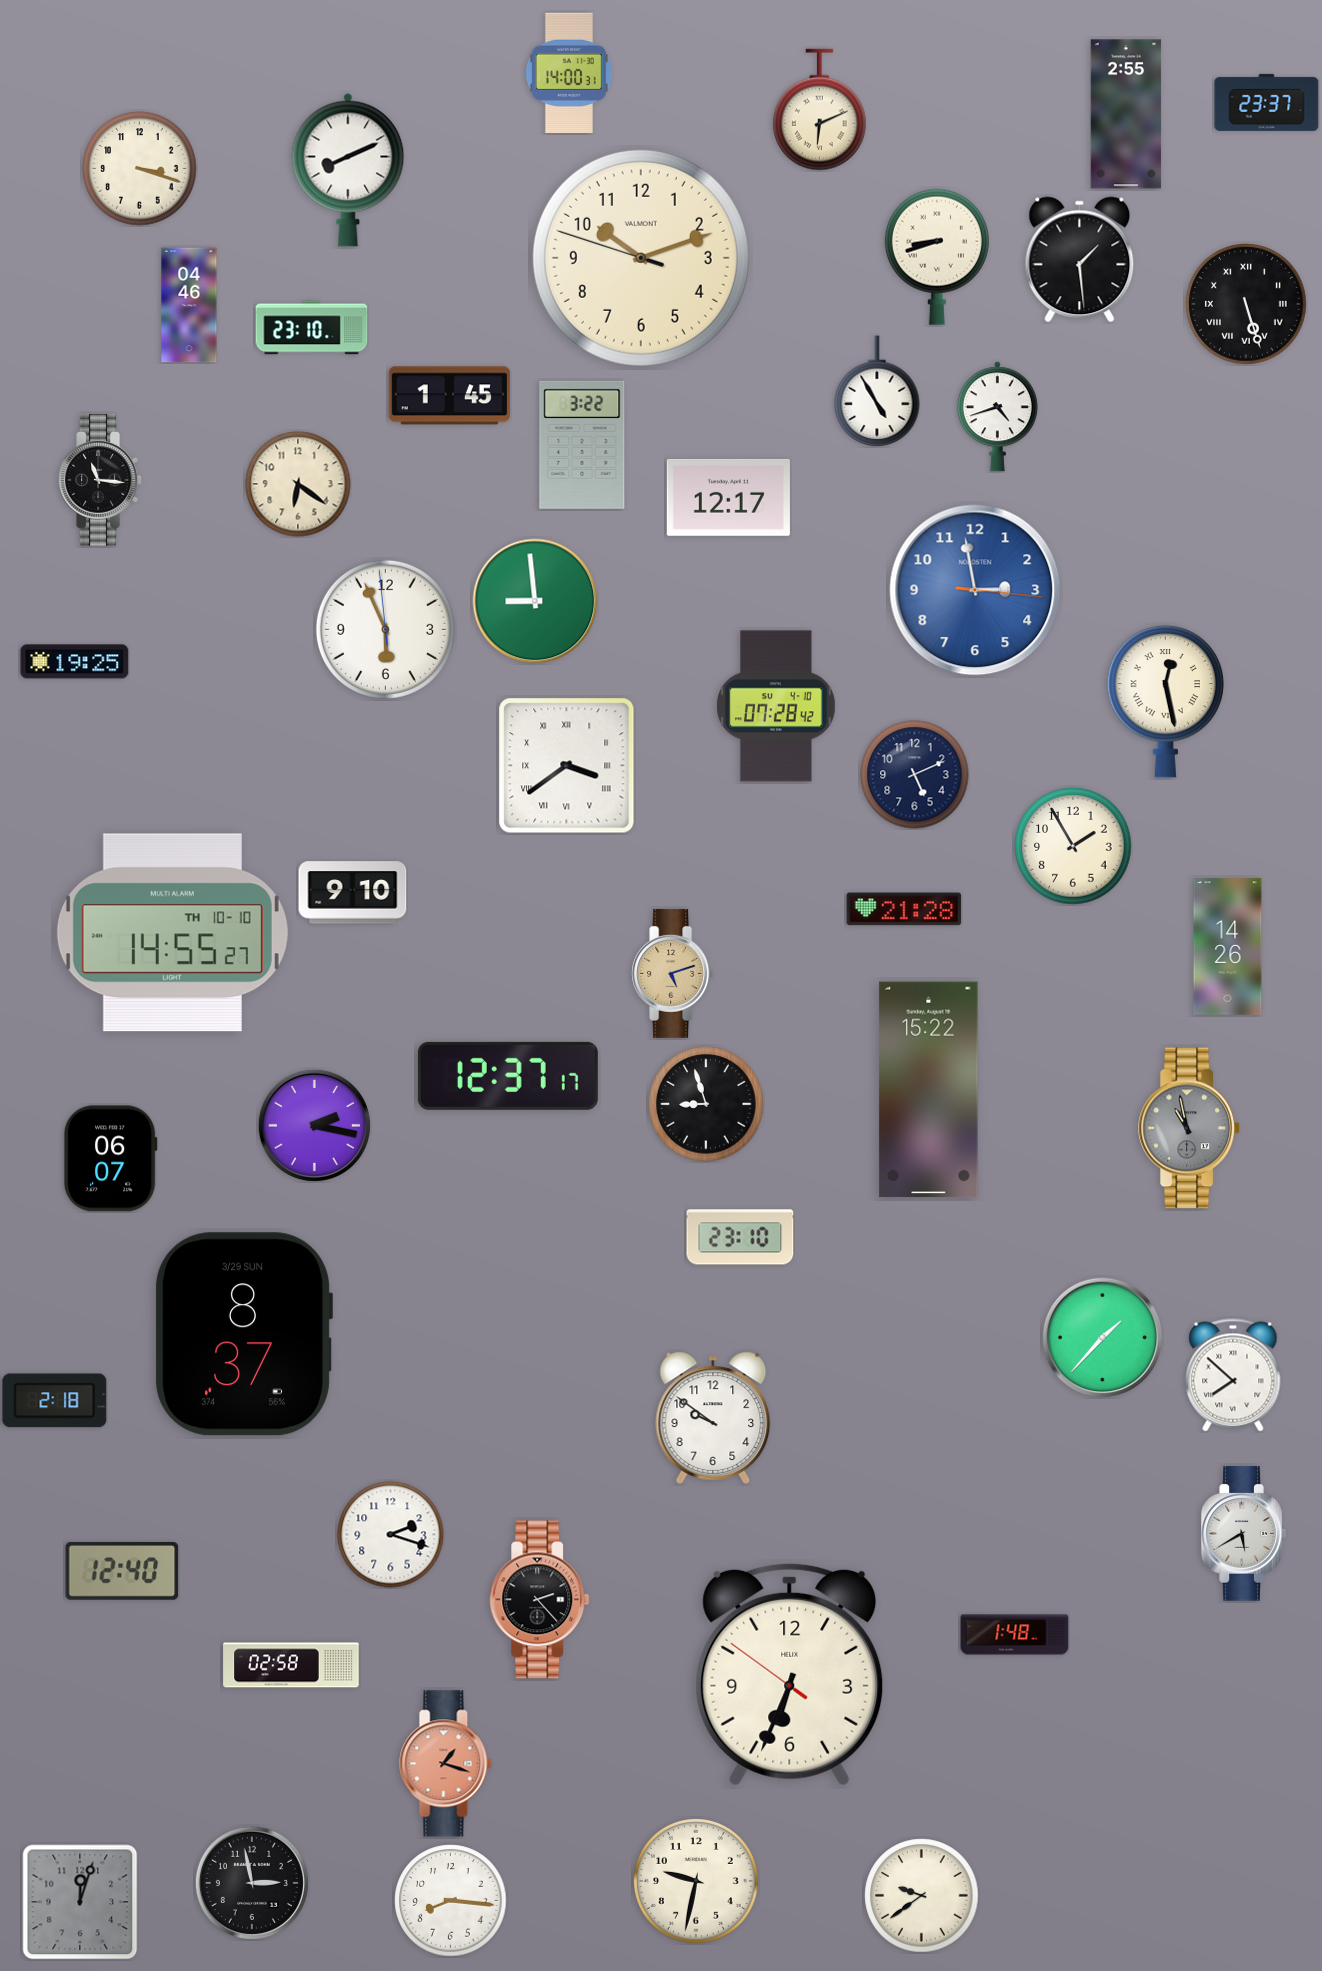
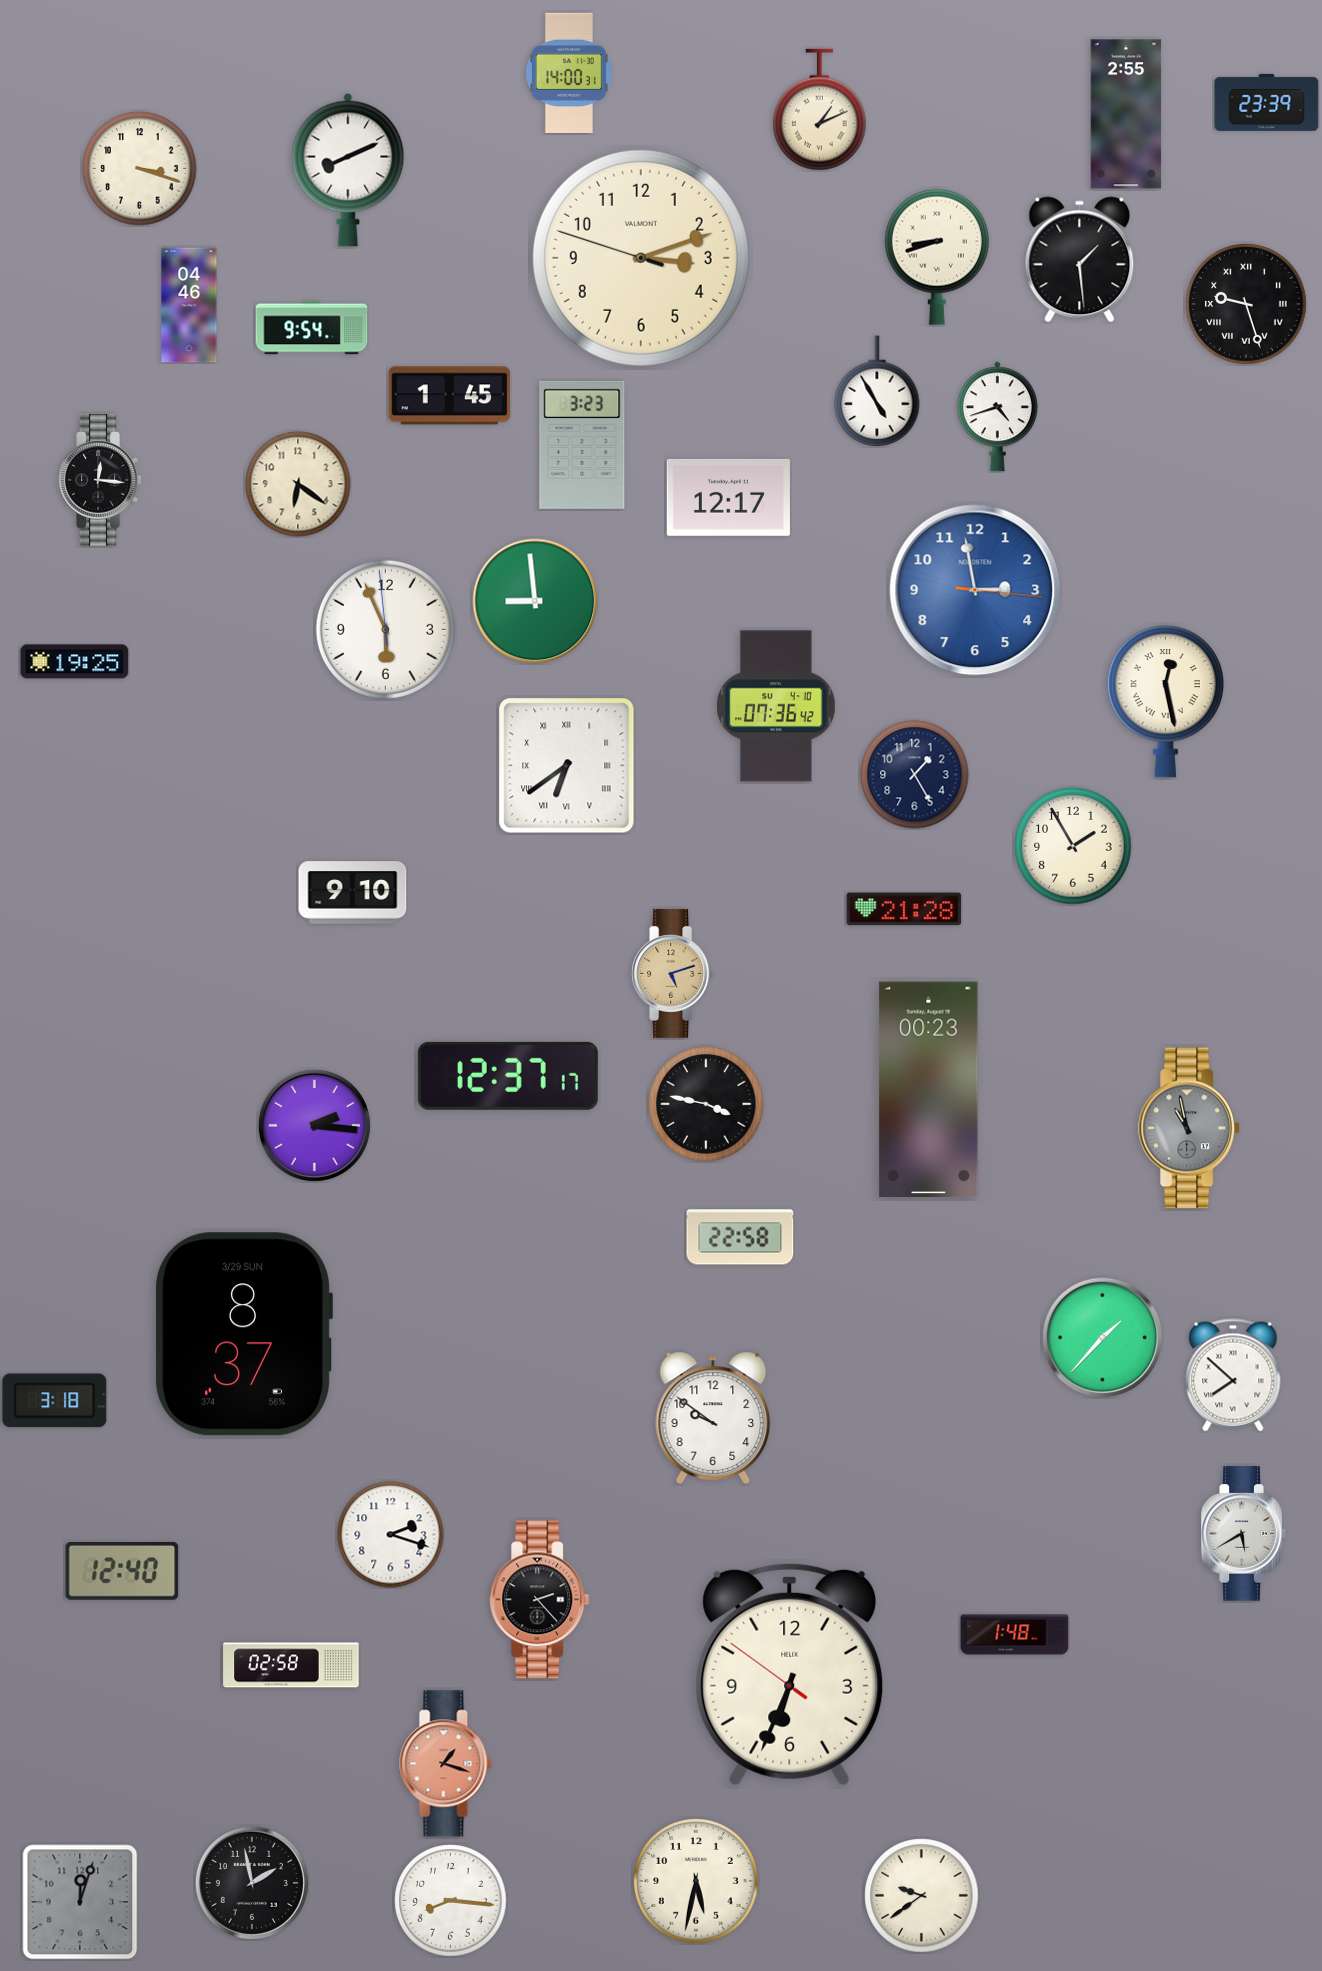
clock at (1267, 102): 23:37 -> 23:39
clock at (819, 110): 6:11 -> 1:11
clock at (641, 258): 10:11 -> 3:11
clock at (1247, 305): 5:27 -> 9:27
clock at (312, 328): 23:10 -> 9:54
clock at (582, 445): 3:22 -> 3:23
clock at (100, 481): 11:16 -> 12:16
clock at (777, 706): 07:28 -> 07:36
clock at (567, 766): 3:39 -> 6:39
clock at (915, 775): 5:11 -> 1:25
clock at (172, 933): 14:55 -> none
clock at (1228, 947): 14:26 -> none
clock at (929, 1090): 15:22 -> 00:23
clock at (706, 1104): 8:57 -> 3:47
clock at (314, 1125): 2:17 -> 2:16
clock at (110, 1159): 06:07 -> none
clock at (740, 1237): 23:10 -> 22:58
clock at (55, 1401): 2:18 -> 3:18
clock at (696, 1881): 9:32 -> 5:32
clock at (252, 1883): 2:58 -> 1:58
